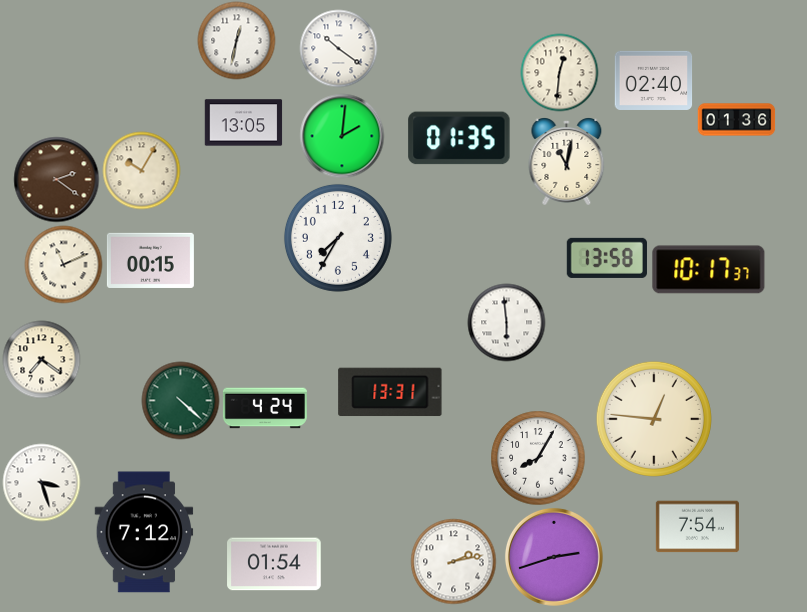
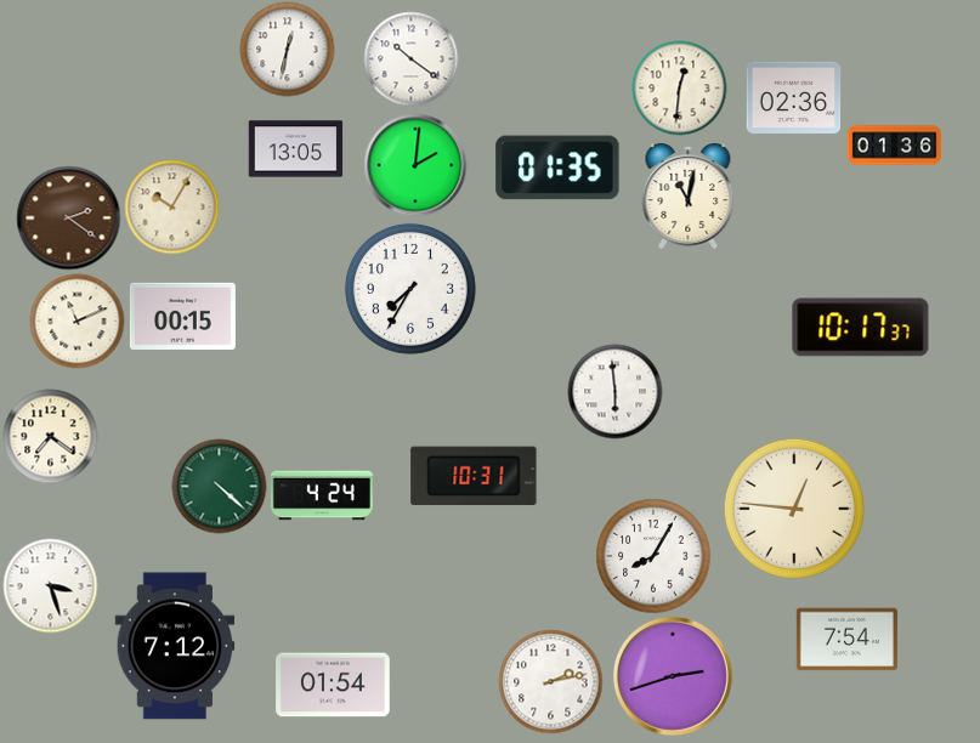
clock at (653, 80): 02:40 -> 02:36
clock at (607, 258): 13:58 -> none
clock at (390, 392): 13:31 -> 10:31
